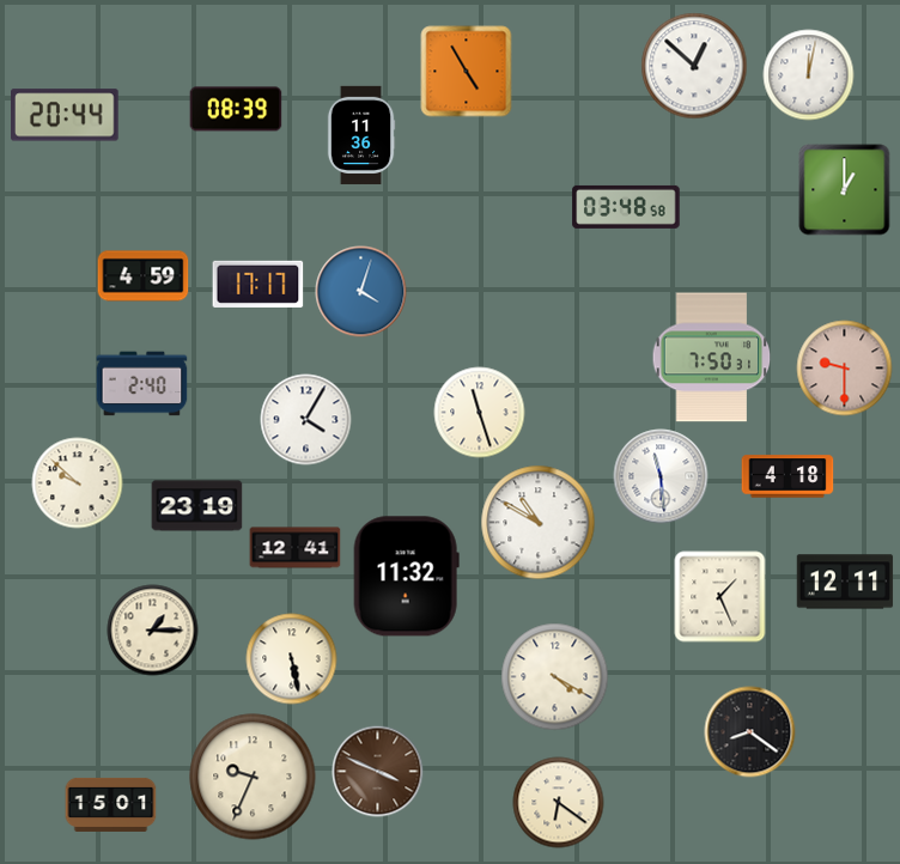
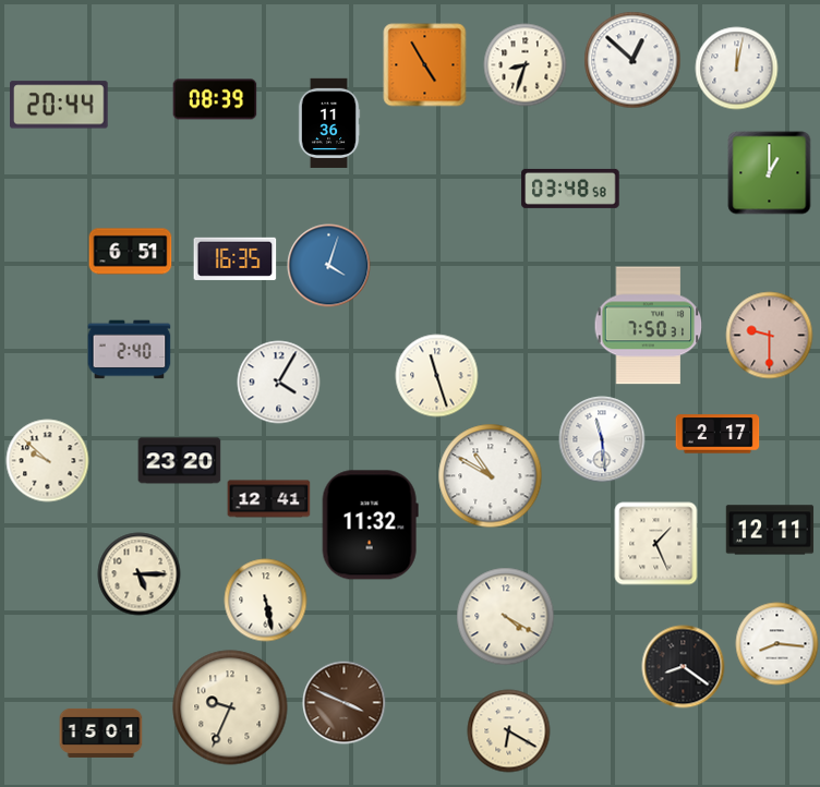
clock at (526, 65): none -> 8:33
clock at (144, 276): 4:59 -> 6:51
clock at (259, 284): 17:17 -> 16:35
clock at (661, 476) position: (661, 476) -> (602, 439)
clock at (788, 476): 4:18 -> 2:17
clock at (78, 483) position: (78, 483) -> (48, 461)
clock at (197, 506): 23:19 -> 23:20
clock at (153, 631): 1:15 -> 5:15
clock at (777, 644): none -> 8:16
clock at (559, 803): 6:21 -> 6:20
